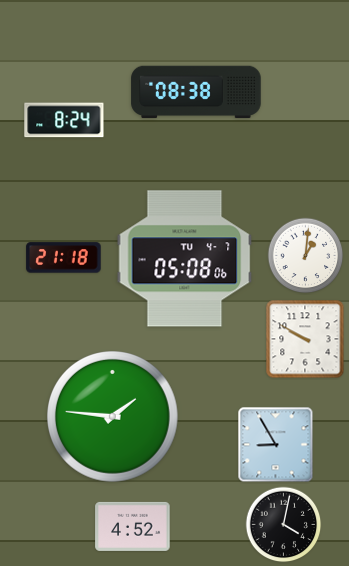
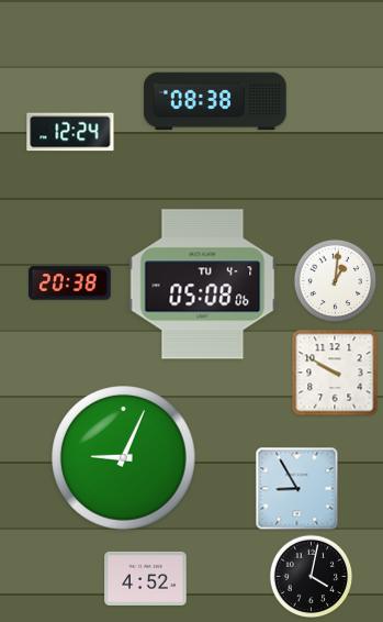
clock at (64, 120): 8:24 -> 12:24
clock at (64, 258): 21:18 -> 20:38
clock at (113, 417): 1:46 -> 9:04
clock at (276, 445) position: (276, 445) -> (297, 489)
